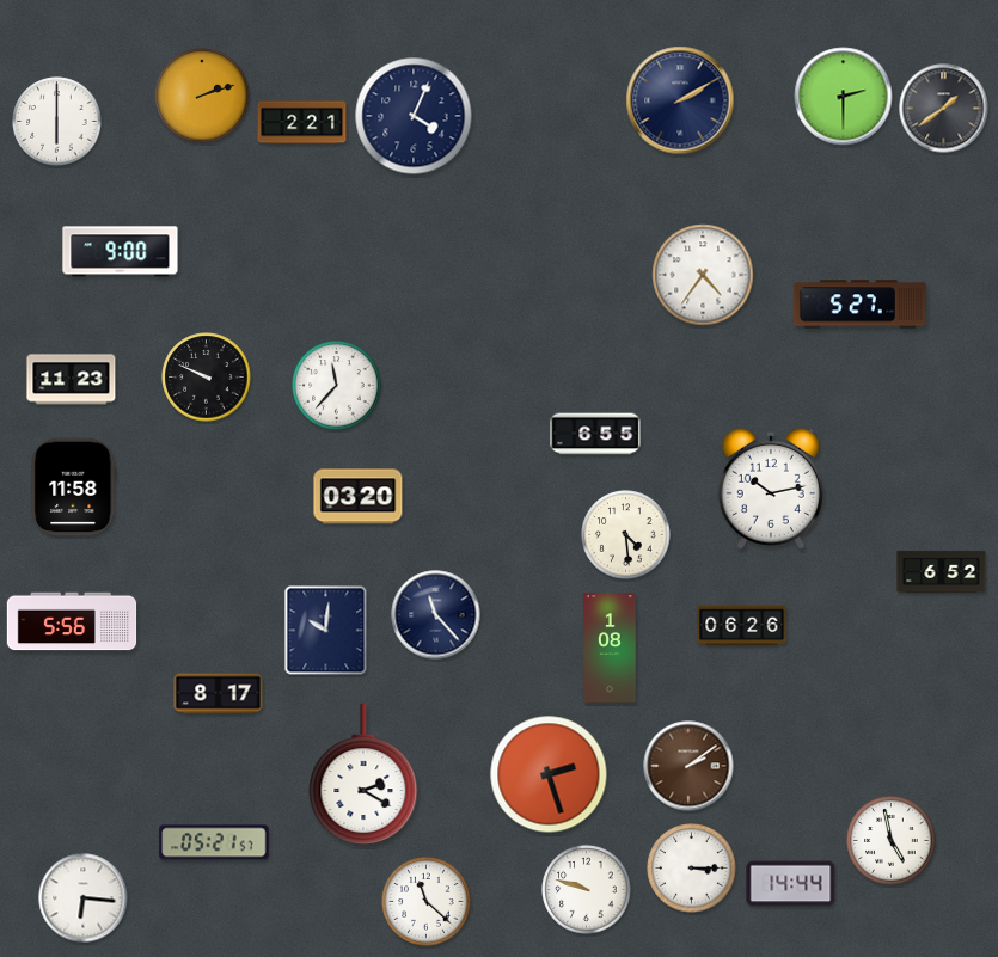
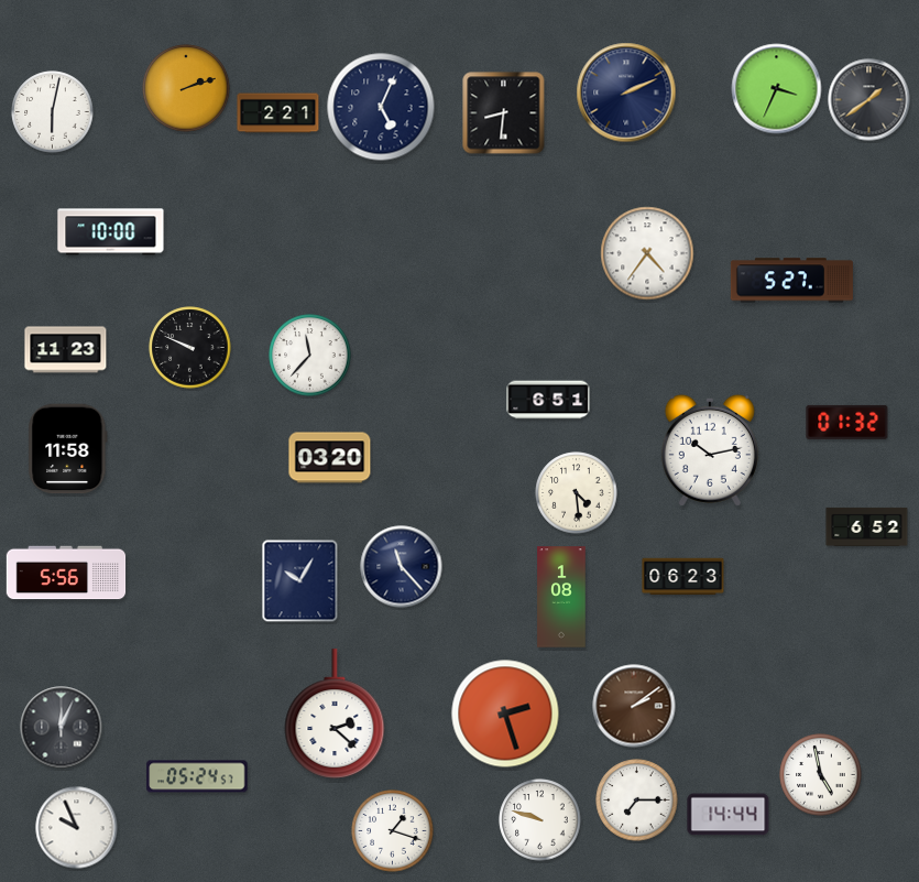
clock at (844, 97): 2:30 -> 3:34
clock at (680, 100): 2:10 -> 2:11
clock at (414, 116): 4:04 -> 5:04
clock at (57, 122): 6:00 -> 6:02
clock at (504, 113): none -> 8:31
clock at (121, 252): 9:00 -> 10:00
clock at (595, 434): 6:55 -> 6:51
clock at (847, 422): none -> 01:32
clock at (742, 626): 06:26 -> 06:23
clock at (326, 631): 10:01 -> 10:05
clock at (219, 694): 8:17 -> none
clock at (363, 774): 2:20 -> 2:22
clock at (62, 728): none -> 12:04
clock at (214, 842): 05:21 -> 05:24
clock at (692, 869): 3:15 -> 7:15
clock at (84, 898): 6:16 -> 9:56
clock at (427, 902): 11:22 -> 1:18
